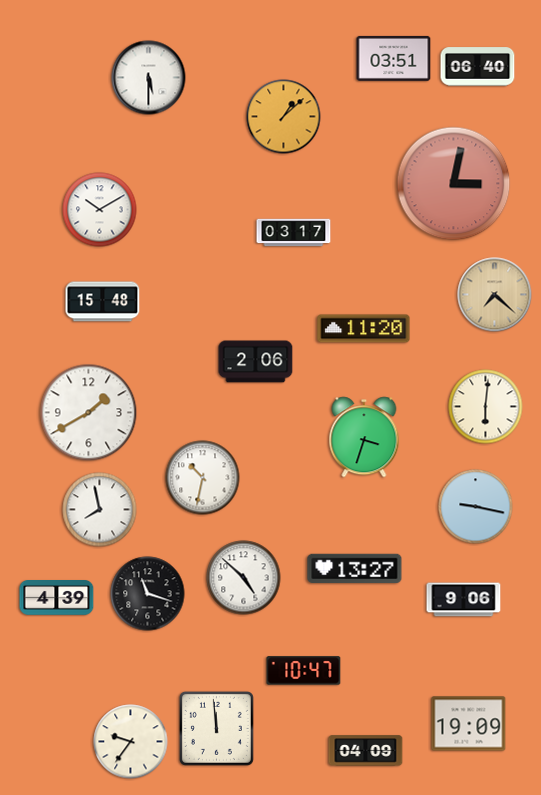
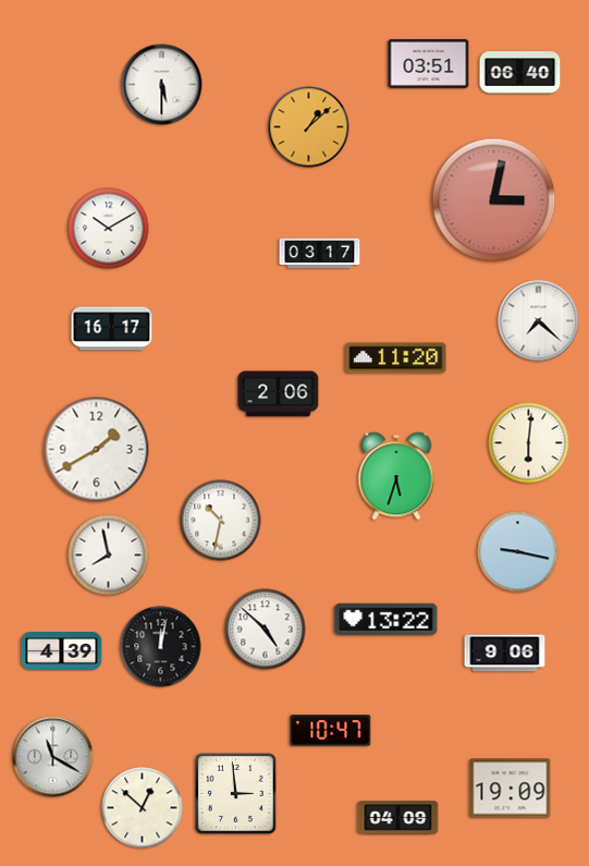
clock at (495, 295) dial: champagne -> white
clock at (103, 302): 15:48 -> 16:17
clock at (364, 437): 3:33 -> 5:33
clock at (355, 568): 13:27 -> 13:22
clock at (148, 594): 11:18 -> 12:02
clock at (53, 757): none -> 11:20
clock at (216, 728): 11:59 -> 2:59
clock at (131, 742): 9:36 -> 12:52
